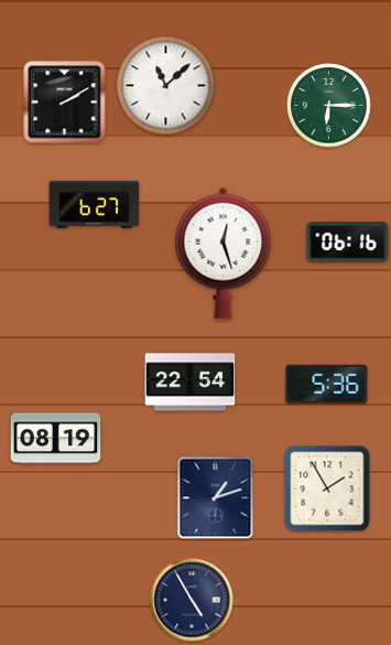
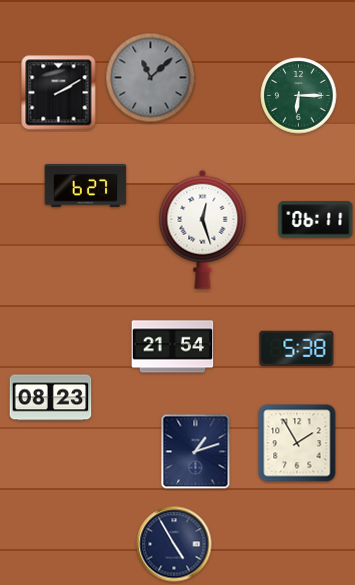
clock at (166, 86) dial: white -> grey
clock at (348, 243): 06:16 -> 06:11
clock at (191, 383): 22:54 -> 21:54
clock at (327, 384): 5:36 -> 5:38
clock at (56, 439): 08:19 -> 08:23
